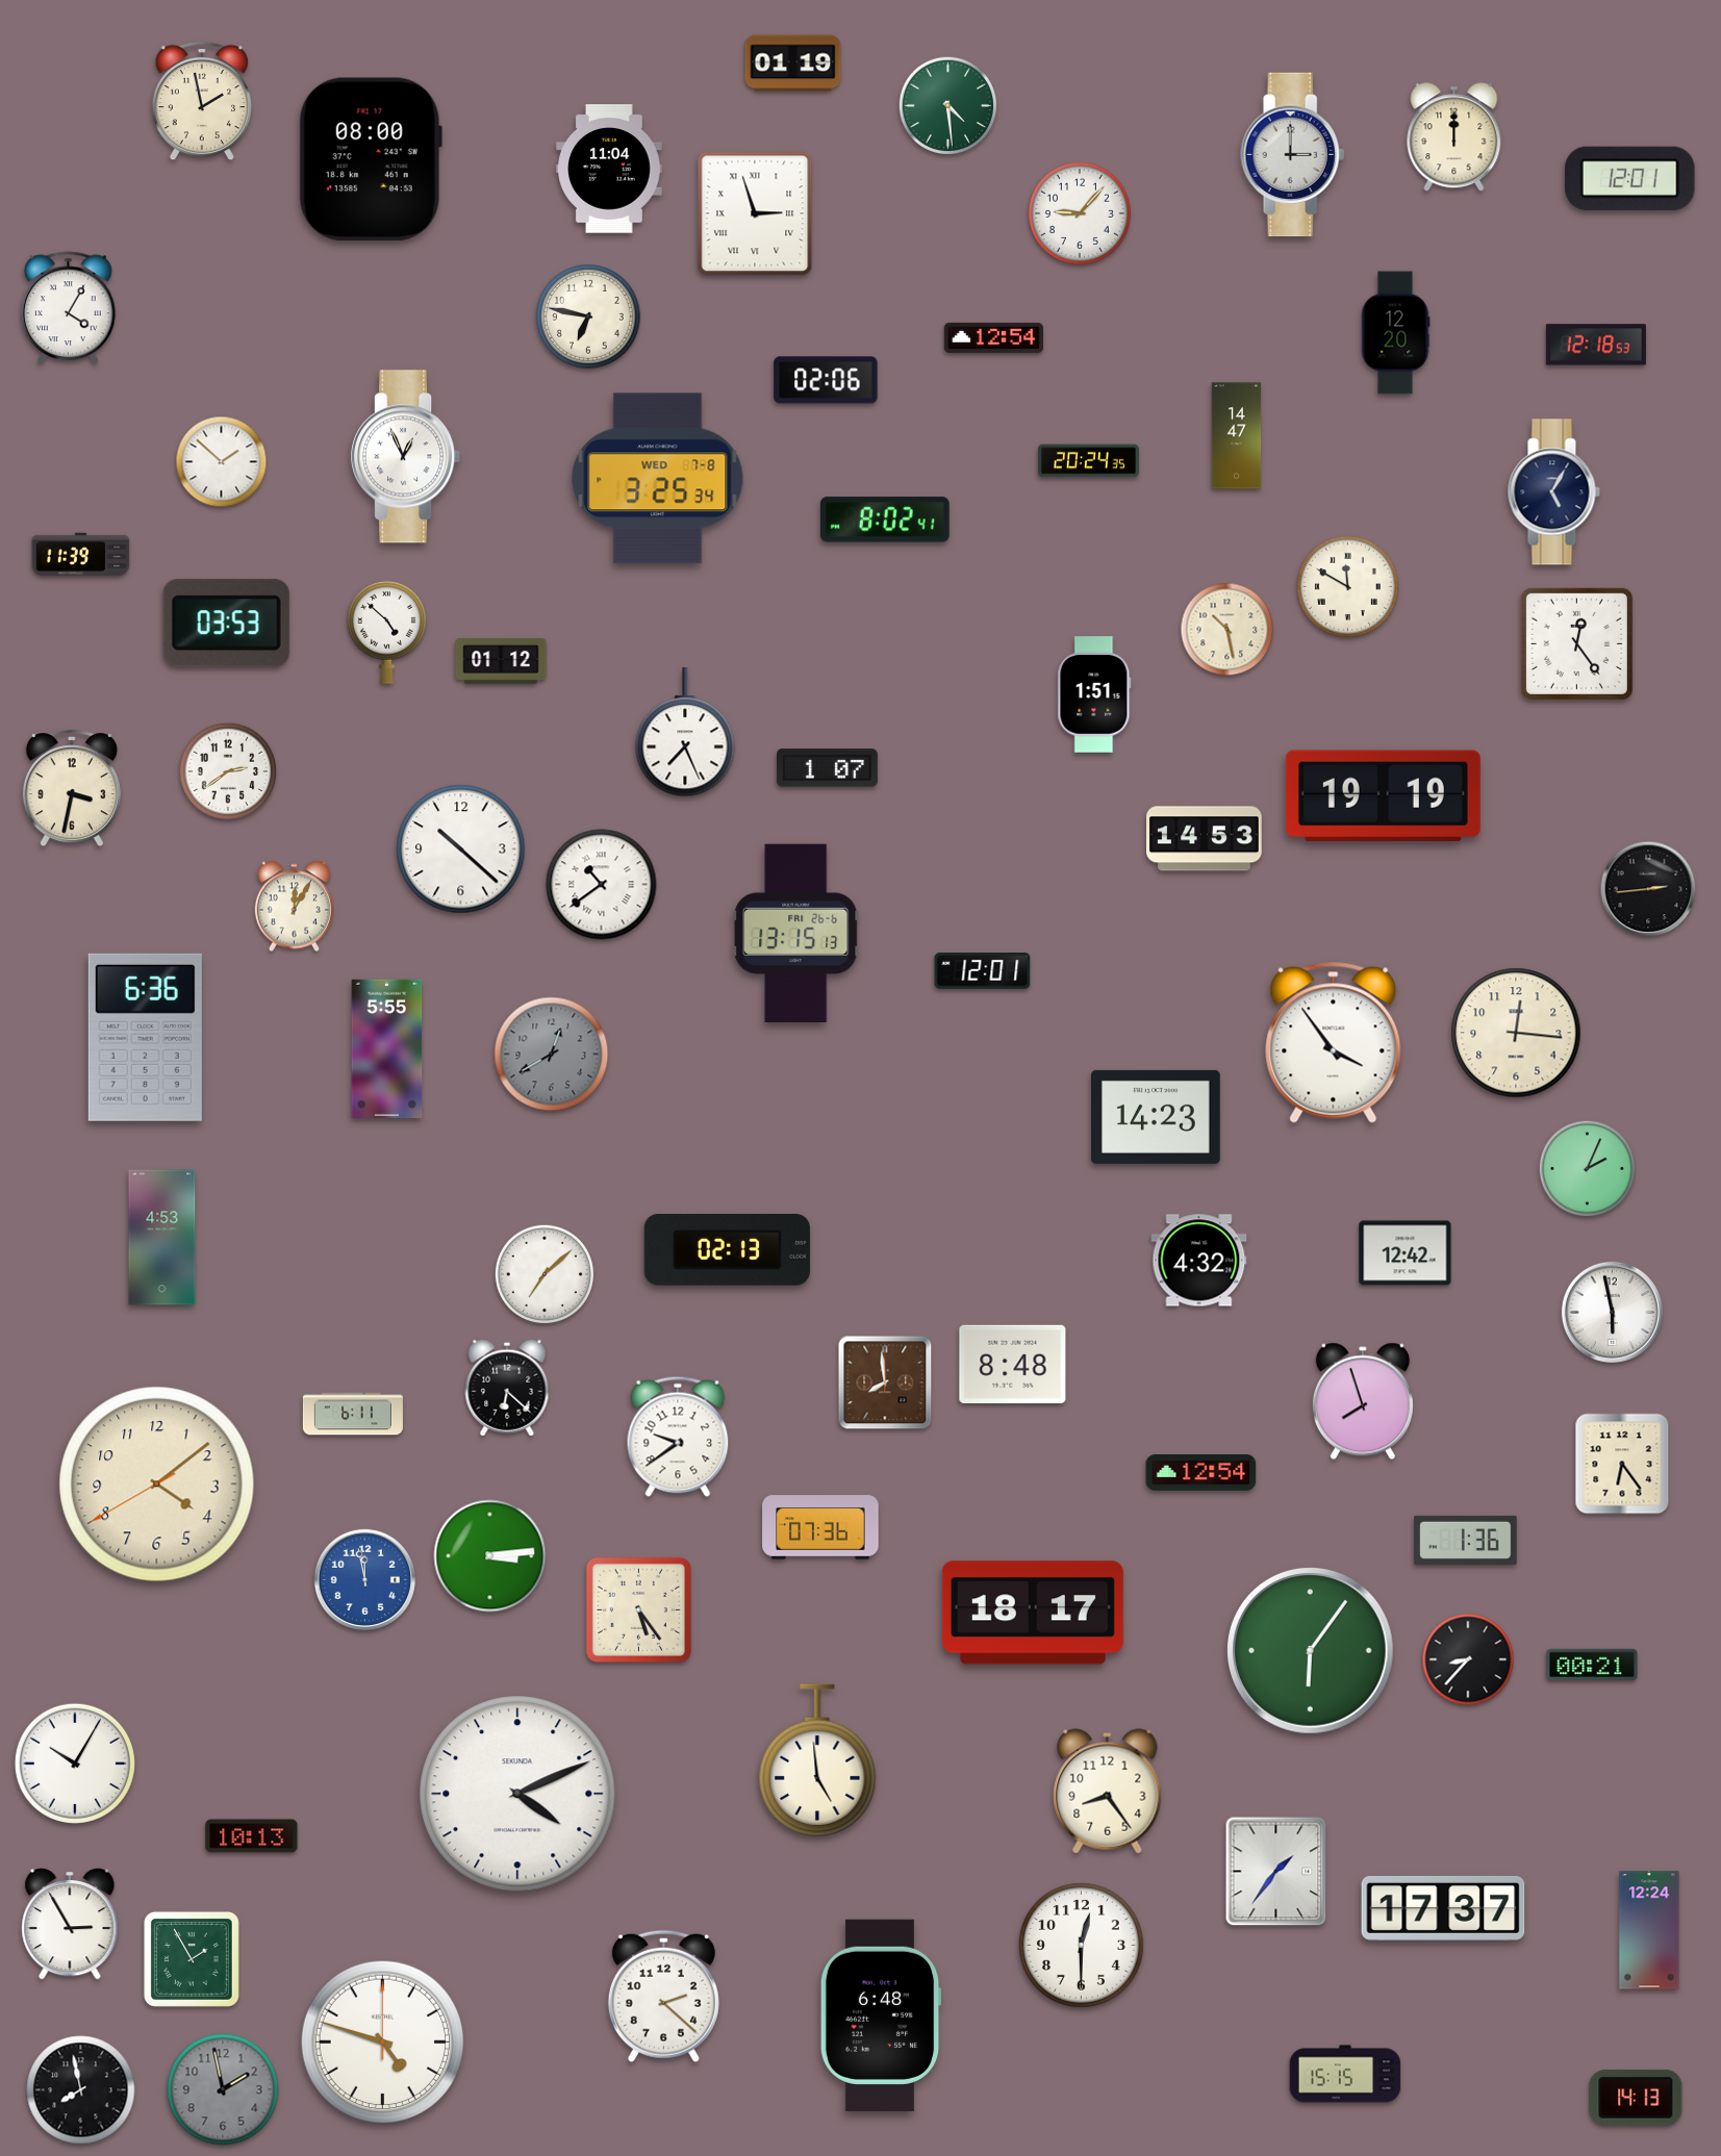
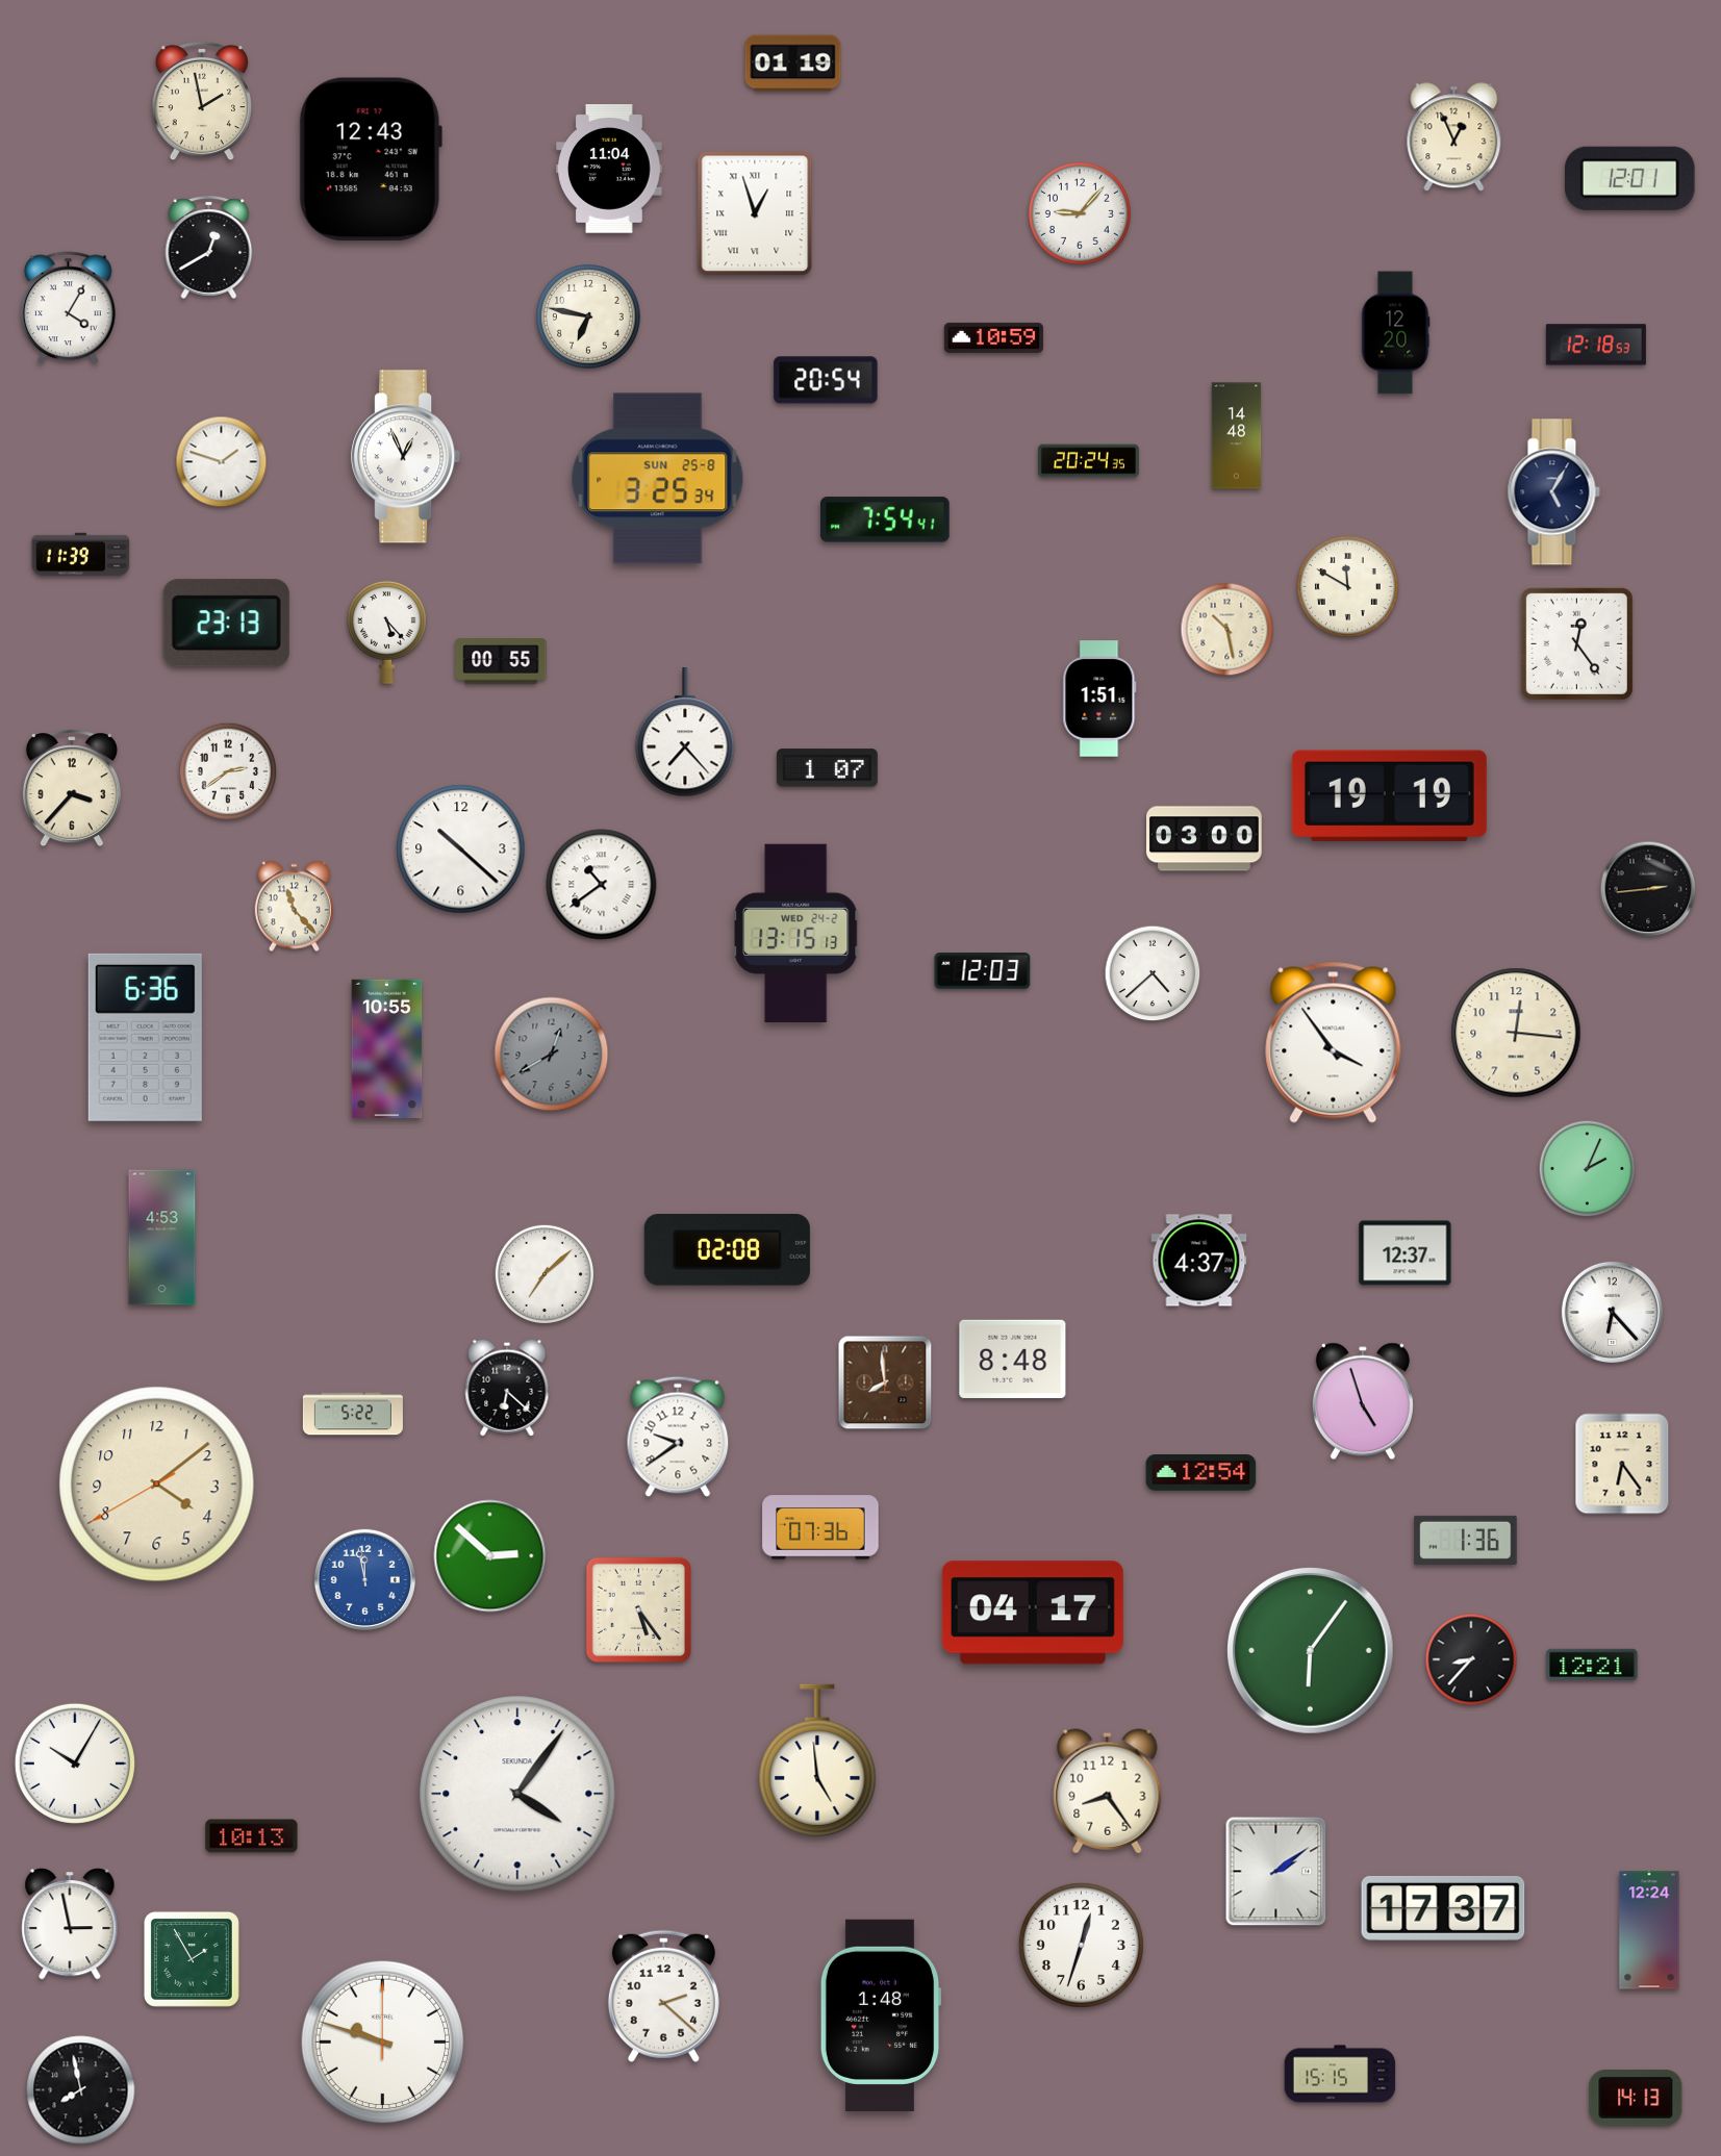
clock at (948, 106): 4:29 -> none
clock at (1454, 137): 12:00 -> 12:56
clock at (1293, 155): 3:00 -> none
clock at (371, 159): 08:00 -> 12:43
clock at (755, 213): 2:57 -> 12:57
clock at (209, 247): none -> 12:40
clock at (993, 337): 12:54 -> 10:59
clock at (826, 380): 02:06 -> 20:54
clock at (1237, 436): 14:47 -> 14:48
clock at (222, 462): 1:52 -> 1:48
clock at (658, 479) date: WED 7-8 -> SUN 25-8
clock at (885, 519): 8:02 -> 7:54
clock at (226, 624): 03:53 -> 23:13
clock at (387, 632): 4:52 -> 5:23
clock at (501, 661): 01:12 -> 00:55
clock at (1094, 694) position: (1094, 694) -> (1099, 699)
clock at (685, 733): 7:26 -> 7:23
clock at (72, 789): 3:32 -> 3:37
clock at (1383, 796) position: (1383, 796) -> (1389, 796)
clock at (1205, 839): 14:53 -> 03:00
clock at (294, 907): 12:05 -> 11:23
clock at (796, 933) date: FRI 26-6 -> WED 24-2
clock at (983, 971): 12:01 -> 12:03
clock at (1153, 973): none -> 4:38
clock at (387, 1048): 5:55 -> 10:55
clock at (1157, 1117): 14:23 -> none
clock at (727, 1250): 02:13 -> 02:08
clock at (1406, 1253): 12:42 -> 12:37
clock at (1199, 1261): 4:32 -> 4:37
clock at (1612, 1312): 5:58 -> 6:23
clock at (1013, 1364) position: (1013, 1364) -> (1013, 1359)
clock at (1363, 1401): 7:57 -> 4:57
clock at (353, 1414): 6:11 -> 5:22
clock at (490, 1556): 3:14 -> 2:52
clock at (1033, 1613): 18:17 -> 04:17
clock at (1468, 1659) position: (1468, 1659) -> (1471, 1659)
clock at (1592, 1665): 00:21 -> 12:21
clock at (517, 1794): 4:11 -> 4:06
clock at (1276, 1872): 1:36 -> 2:09
clock at (70, 1924): 2:55 -> 2:58
clock at (1081, 1945): 12:30 -> 12:33
clock at (881, 2015): 6:48 -> 1:48
clock at (383, 2043): 4:48 -> 9:48
clock at (1345, 2074) position: (1345, 2074) -> (1340, 2074)
clock at (223, 2089): 1:58 -> none
